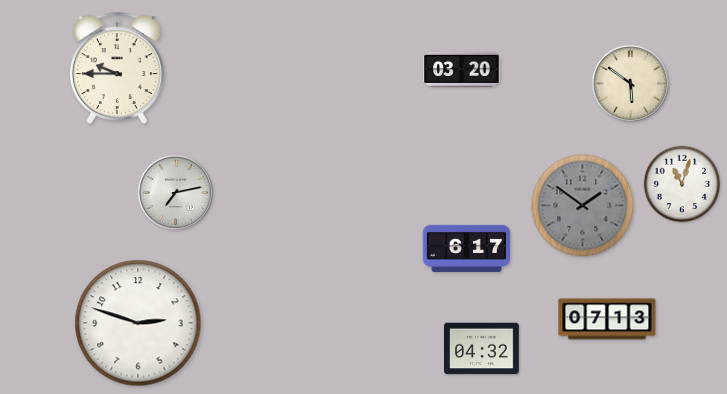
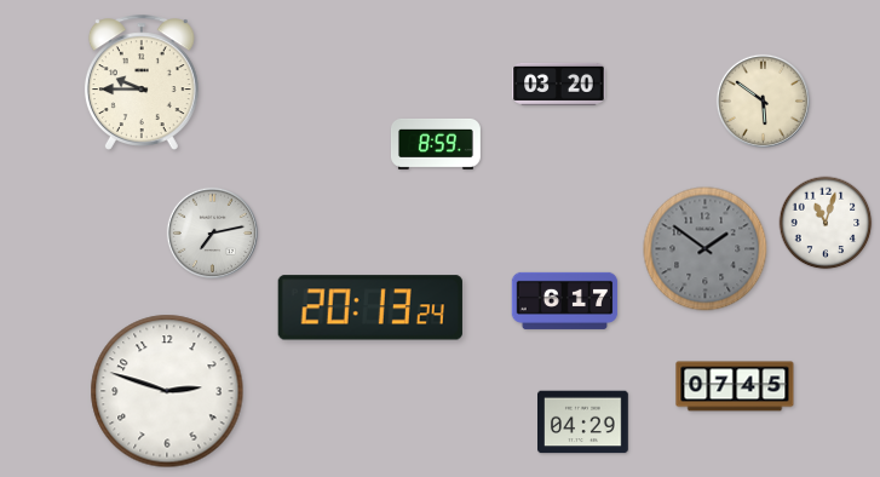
clock at (436, 144): none -> 8:59
clock at (370, 308): none -> 20:13
clock at (607, 319): 07:13 -> 07:45
clock at (482, 349): 04:32 -> 04:29
